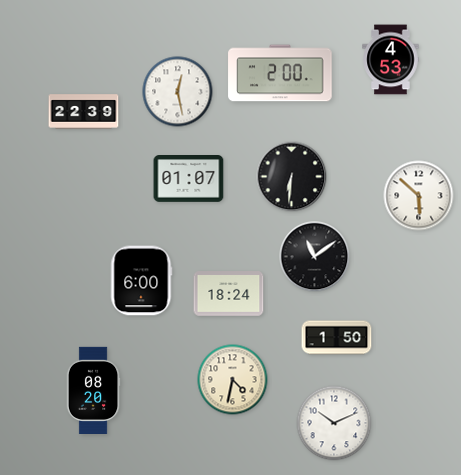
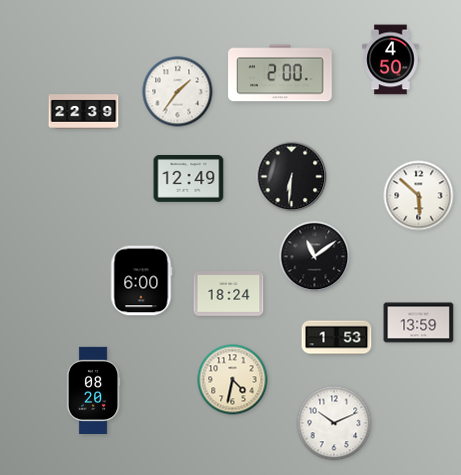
clock at (391, 60): 4:53 -> 4:50
clock at (178, 92): 12:28 -> 1:36
clock at (189, 179): 01:07 -> 12:49
clock at (419, 323): none -> 13:59
clock at (337, 338): 1:50 -> 1:53
